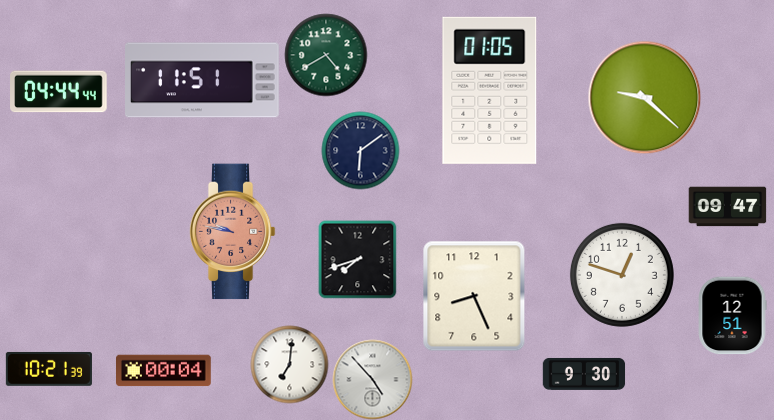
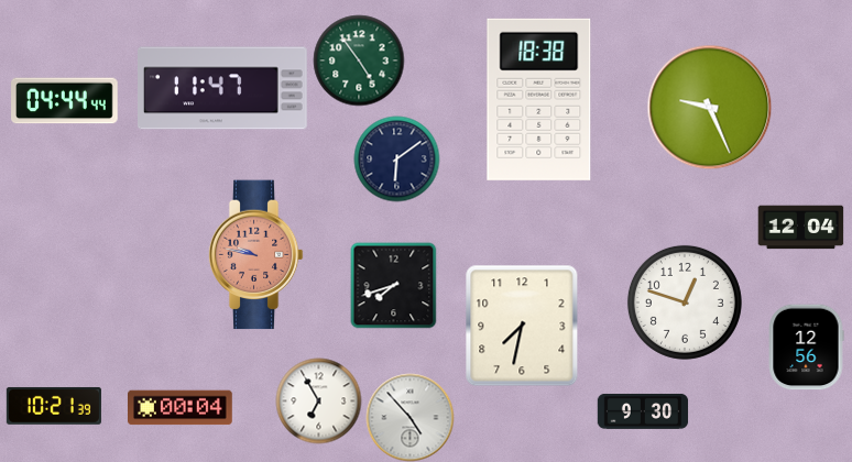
clock at (326, 55): 4:40 -> 4:54
clock at (203, 80): 11:51 -> 11:47
clock at (490, 90): 01:05 -> 18:38
clock at (644, 97): 9:22 -> 9:26
clock at (360, 150) position: (360, 150) -> (396, 158)
clock at (727, 207): 09:47 -> 12:04
clock at (474, 296): 8:26 -> 7:32
clock at (732, 315): 12:51 -> 12:56
clock at (289, 364): 7:01 -> 6:55
